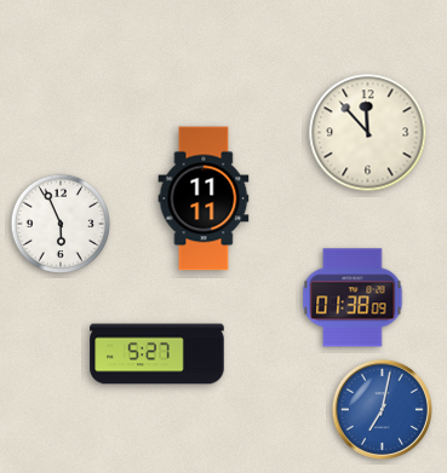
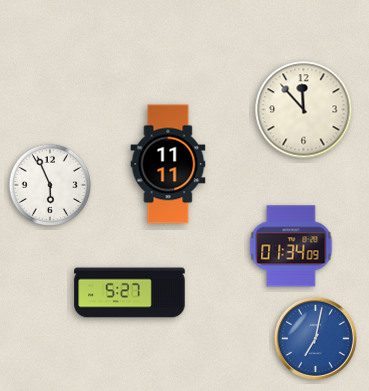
clock at (353, 298): 01:38 -> 01:34
